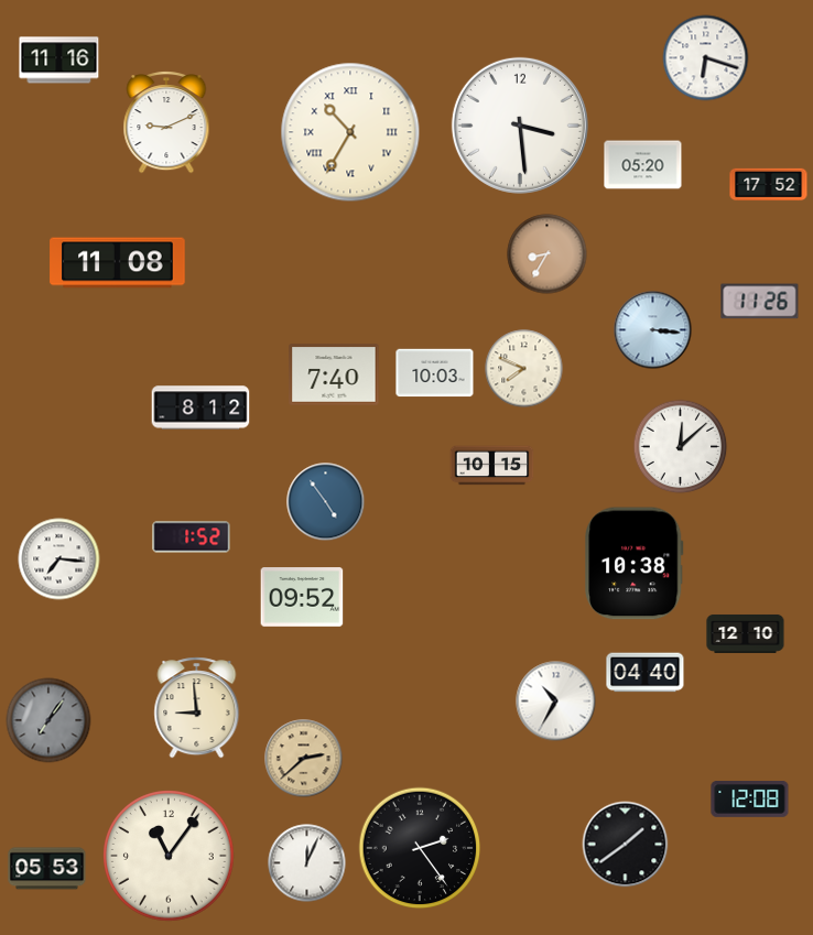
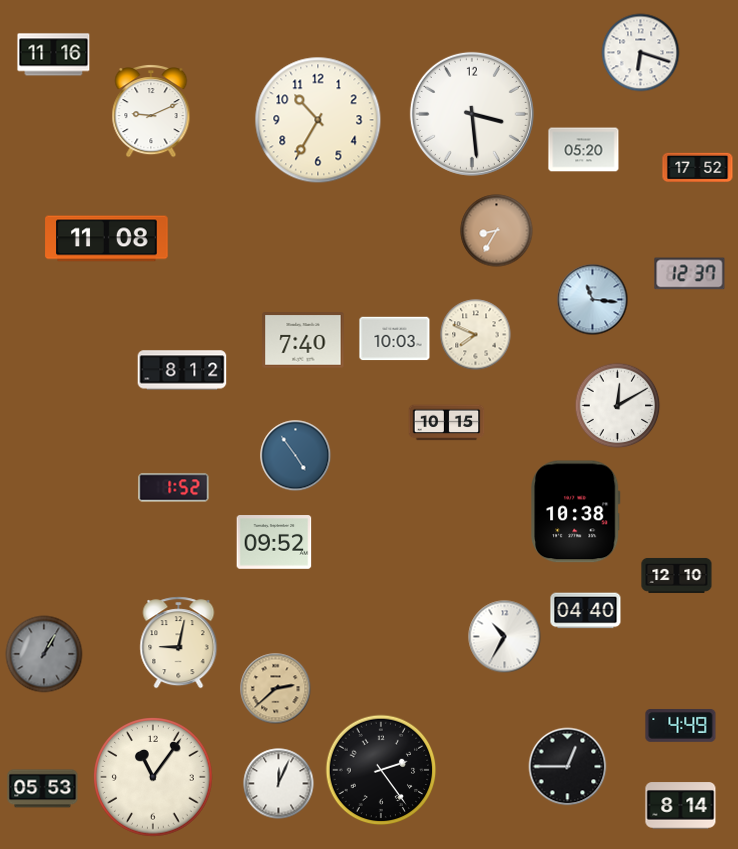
clock at (350, 132) numerals: Roman -> Arabic
clock at (760, 302): 11:26 -> 12:37
clock at (653, 330): 3:16 -> 11:16
clock at (681, 447): 12:08 -> 12:10
clock at (59, 559): 7:16 -> none
clock at (197, 708): 8:59 -> 9:02
clock at (48, 720): 7:06 -> 1:05
clock at (750, 800): 12:08 -> 4:49
clock at (626, 845): 1:39 -> 12:45
clock at (681, 806): none -> 8:14
